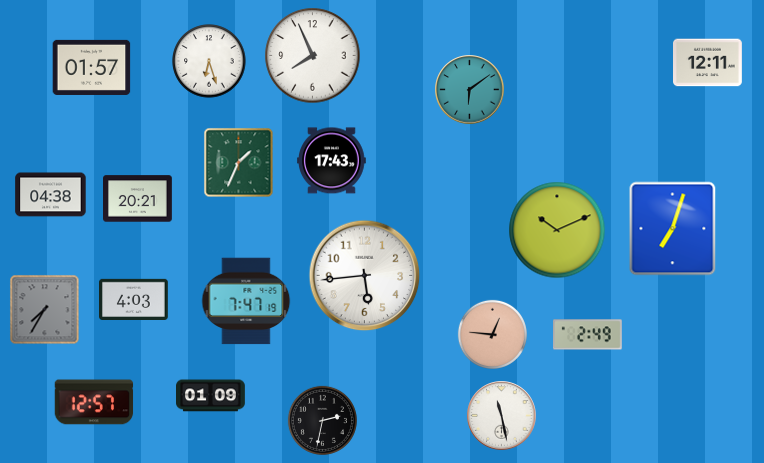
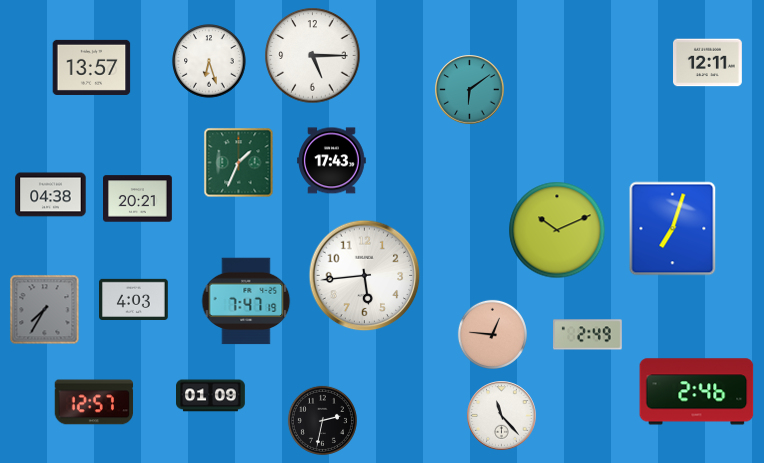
clock at (313, 56): 7:56 -> 5:15
clock at (92, 67): 01:57 -> 13:57
clock at (697, 392): none -> 2:46
clock at (502, 416): 11:28 -> 11:23
